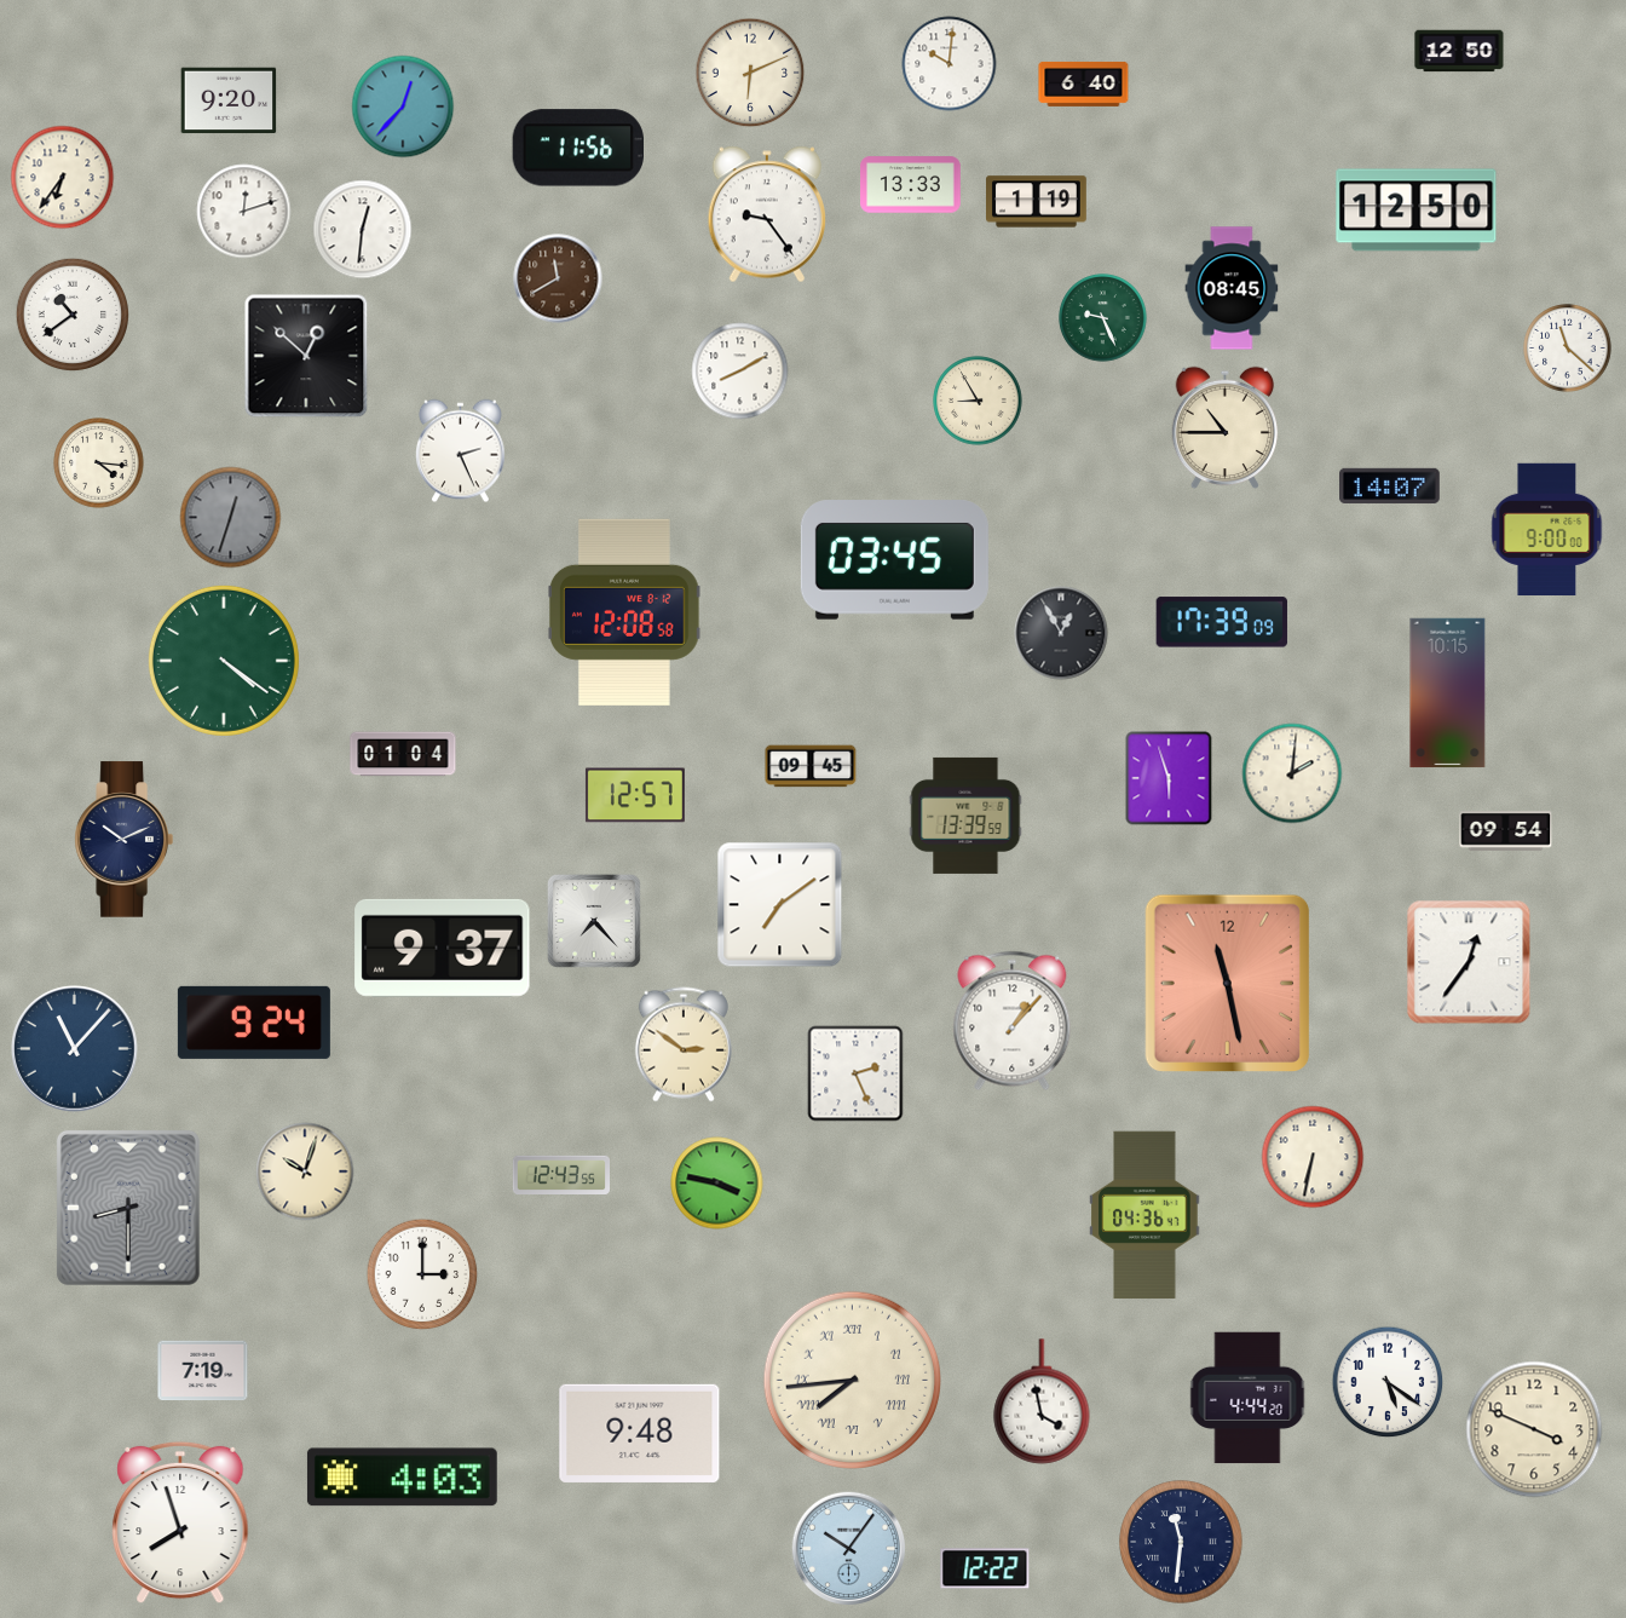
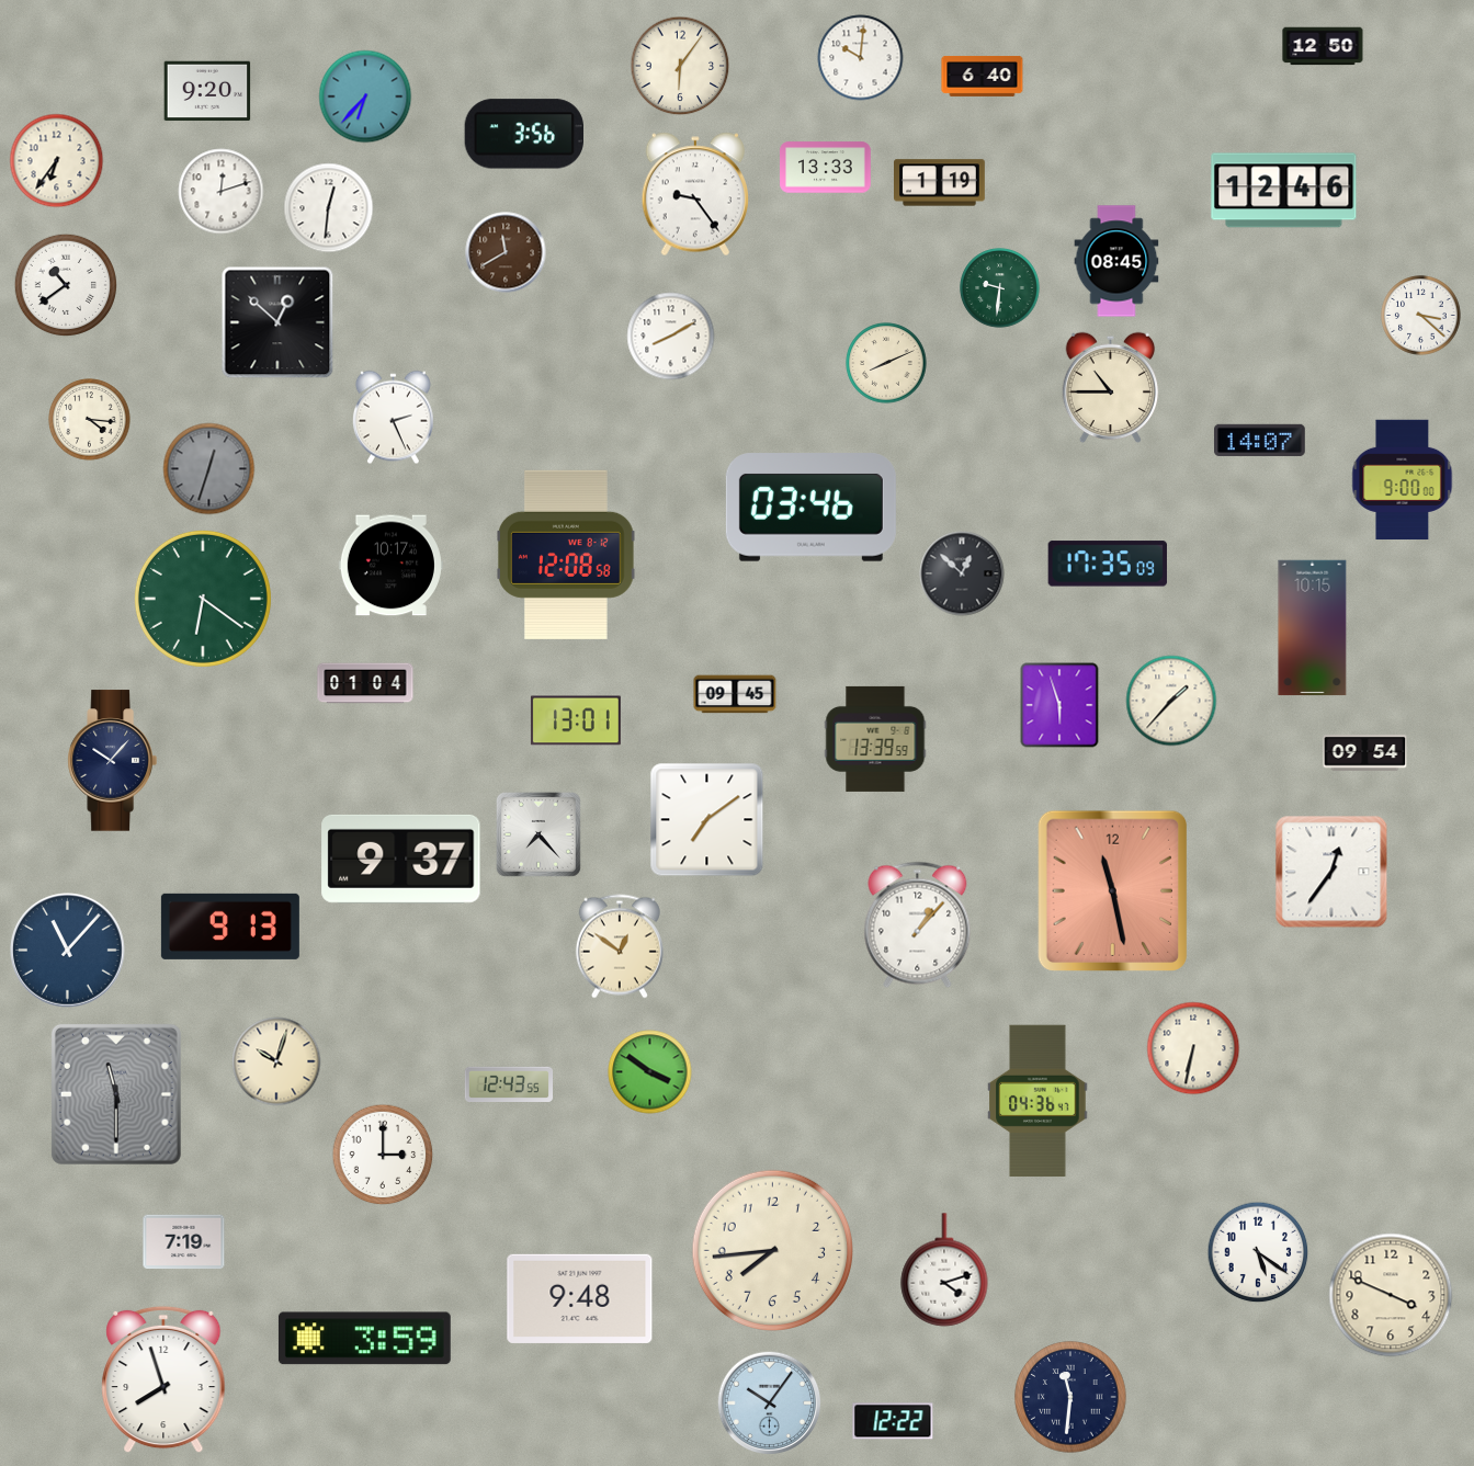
clock at (750, 73): 6:11 -> 6:06
clock at (403, 106): 12:37 -> 6:37
clock at (577, 148): 11:56 -> 3:56
clock at (1417, 211): 12:50 -> 12:46
clock at (1103, 318): 9:26 -> 9:31
clock at (1568, 349): 11:22 -> 3:22
clock at (978, 401): 8:55 -> 8:11
clock at (461, 451) position: (461, 451) -> (394, 418)
clock at (894, 560): 03:45 -> 03:46
clock at (1221, 622): 17:39 -> 17:35
clock at (390, 566): none -> 10:17
clock at (1061, 633): 12:55 -> 12:52
clock at (224, 661): 4:21 -> 6:21
clock at (1292, 773): 2:01 -> 1:37
clock at (635, 795): 12:57 -> 13:01
clock at (123, 840): 10:11 -> 10:07
clock at (254, 1023): 9:24 -> 9:13
clock at (684, 1044): 2:51 -> 12:51
clock at (855, 1073): 2:26 -> none
clock at (1313, 1157) position: (1313, 1157) -> (1193, 1048)
clock at (560, 1174) position: (560, 1174) -> (508, 1083)
clock at (717, 1184): 3:47 -> 3:51
clock at (128, 1208): 8:30 -> 11:30
clock at (852, 1380) numerals: Roman -> Arabic
clock at (1247, 1398): 4:44 -> none
clock at (1042, 1401): 3:58 -> 4:12
clock at (402, 1478): 4:03 -> 3:59
